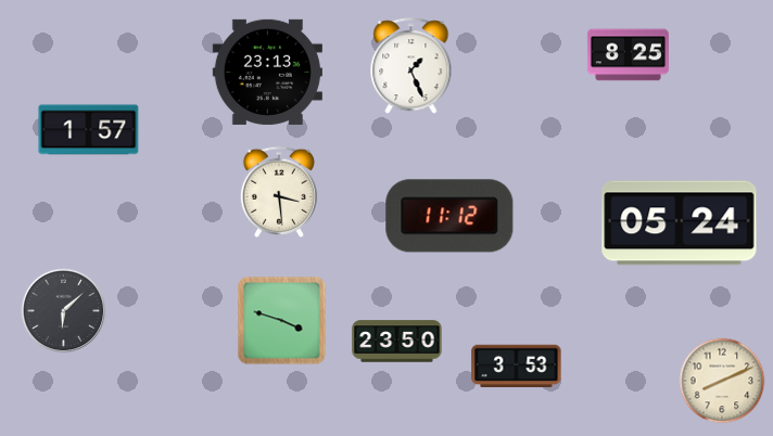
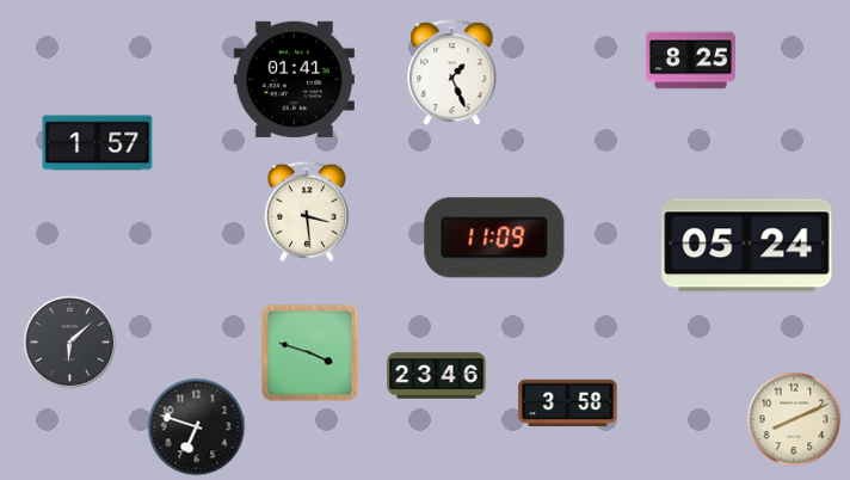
clock at (267, 72): 23:13 -> 01:41
clock at (449, 216): 11:12 -> 11:09
clock at (397, 342): 23:50 -> 23:46
clock at (517, 367): 3:53 -> 3:58
clock at (197, 427): none -> 6:48
